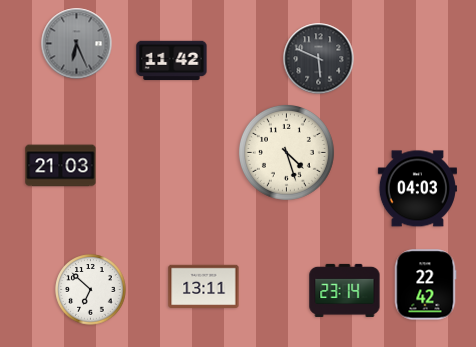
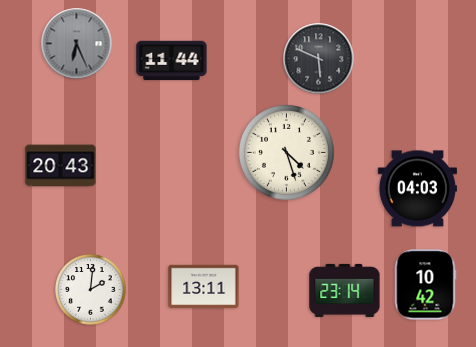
clock at (172, 61): 11:42 -> 11:44
clock at (61, 166): 21:03 -> 20:43
clock at (425, 285): 22:42 -> 10:42
clock at (91, 290): 6:52 -> 2:01
